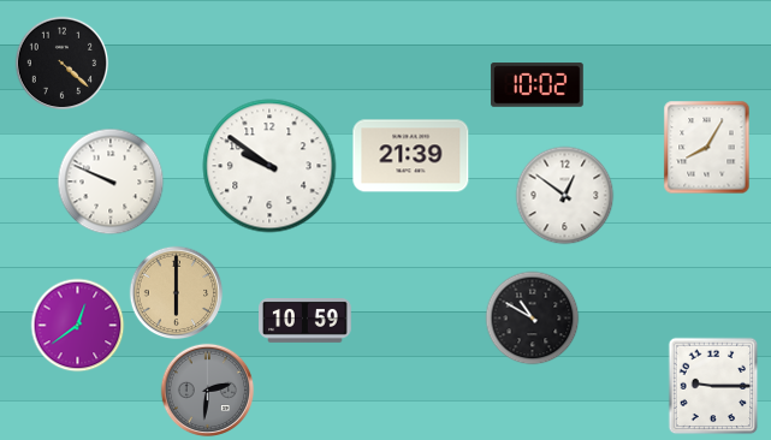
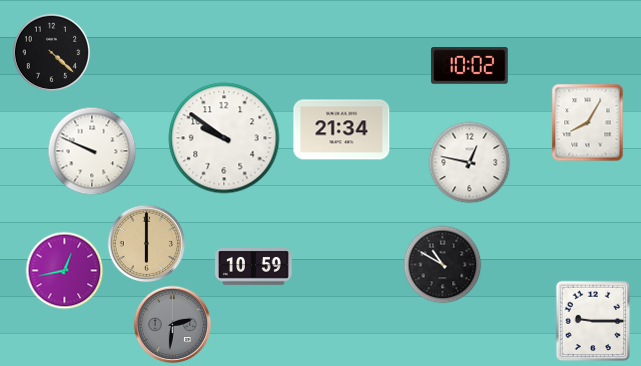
clock at (538, 85) position: (538, 85) -> (470, 66)
clock at (411, 156): 21:39 -> 21:34
clock at (564, 195): 12:51 -> 12:47
clock at (77, 325): 12:39 -> 12:43
